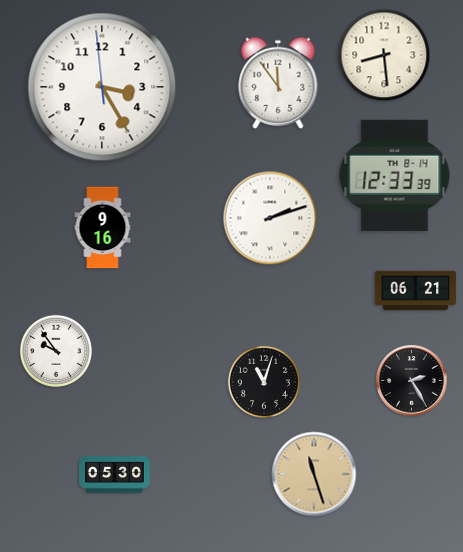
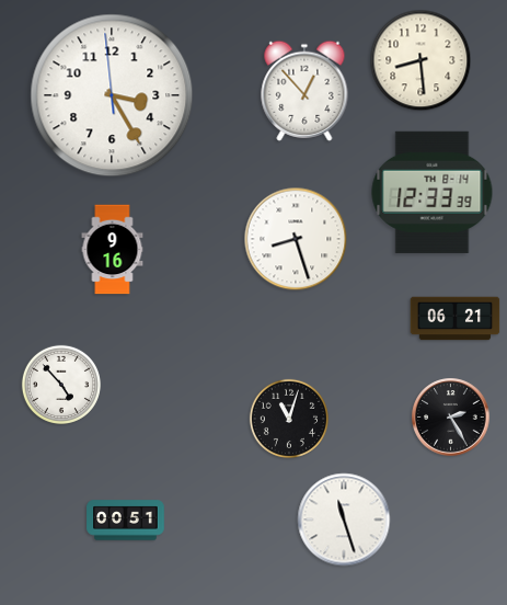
clock at (278, 83): 11:54 -> 12:53
clock at (270, 218): 2:12 -> 8:27
clock at (56, 351): 9:54 -> 4:53
clock at (314, 474) dial: champagne -> white
clock at (115, 475): 05:30 -> 00:51
